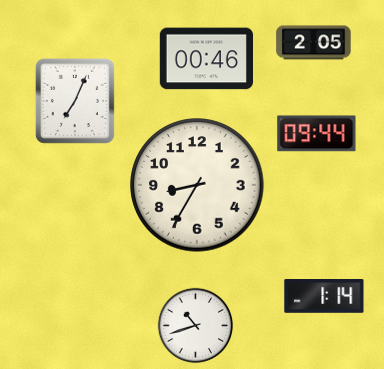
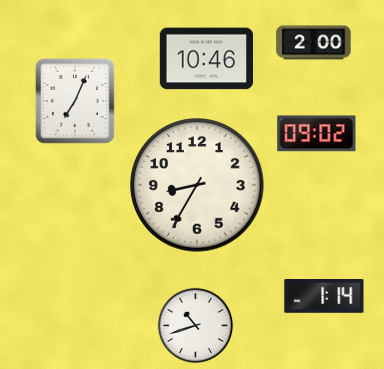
clock at (314, 43): 2:05 -> 2:00
clock at (206, 59): 00:46 -> 10:46
clock at (317, 134): 09:44 -> 09:02
